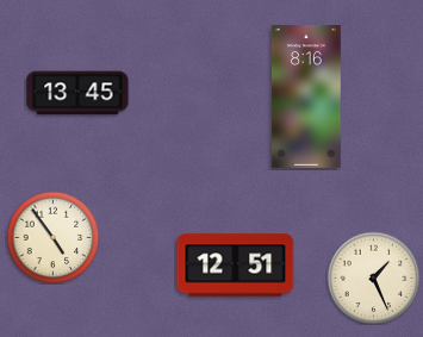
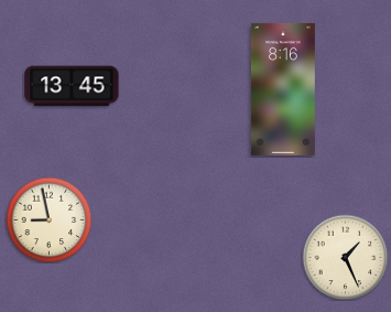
clock at (52, 237): 4:54 -> 8:58
clock at (236, 266): 12:51 -> none
